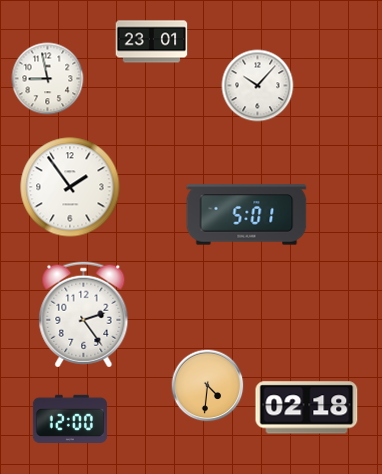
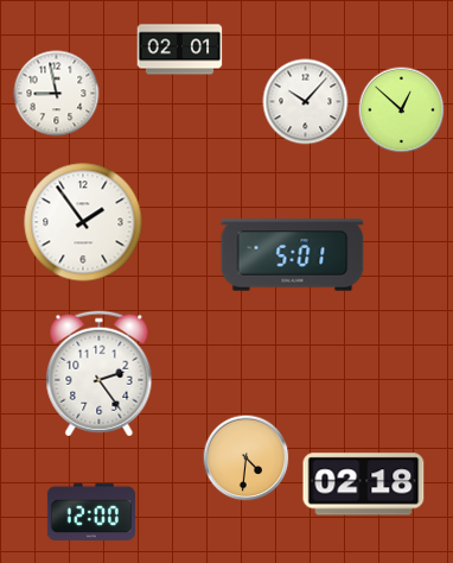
clock at (152, 42): 23:01 -> 02:01
clock at (402, 110): none -> 12:52
clock at (70, 418) position: (70, 418) -> (91, 511)
